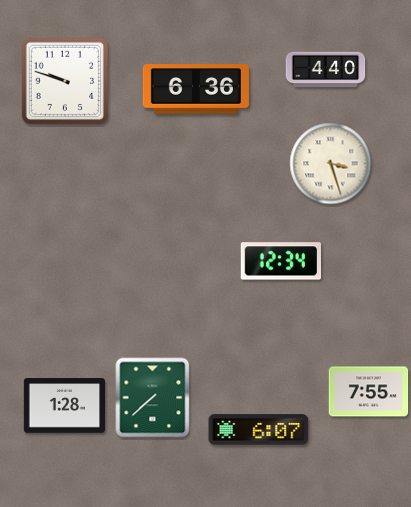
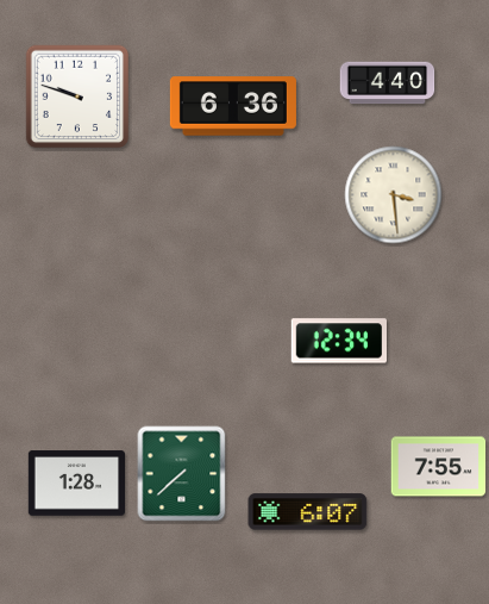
clock at (331, 164): 3:27 -> 3:29
clock at (280, 261) position: (280, 261) -> (338, 341)
